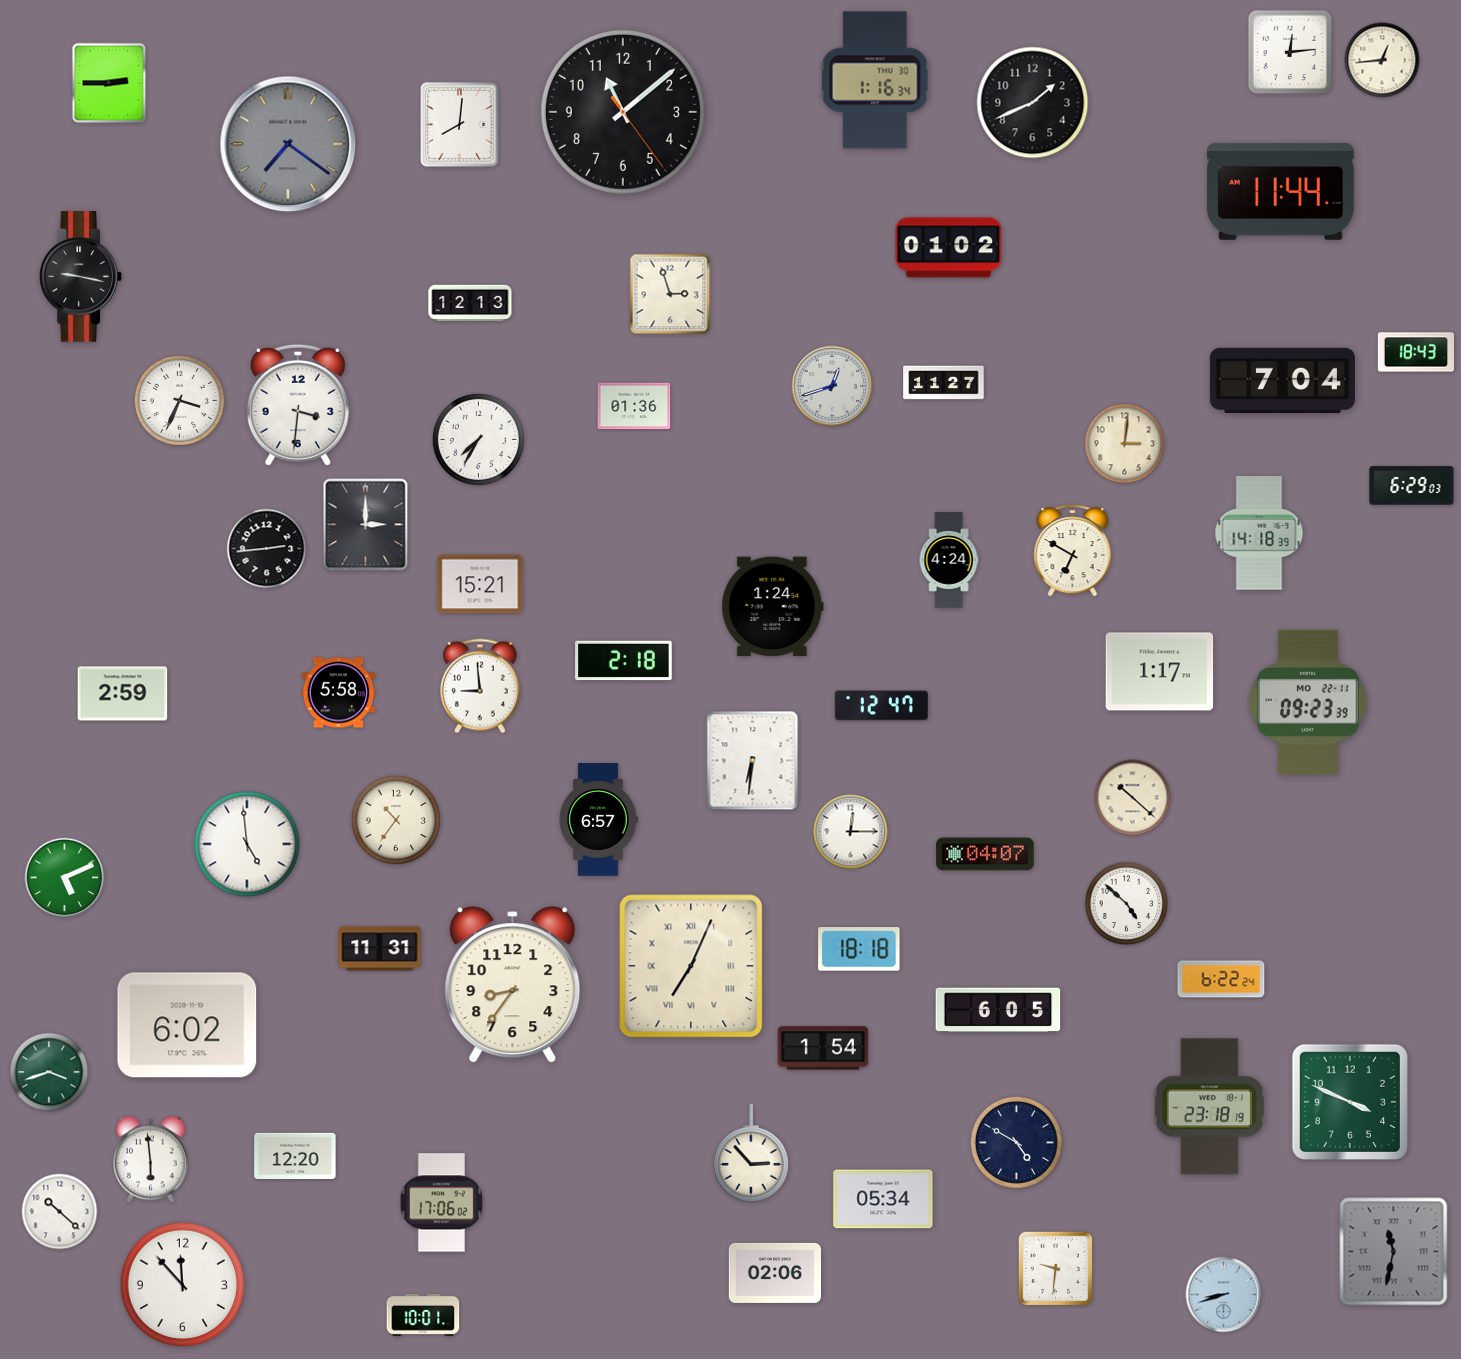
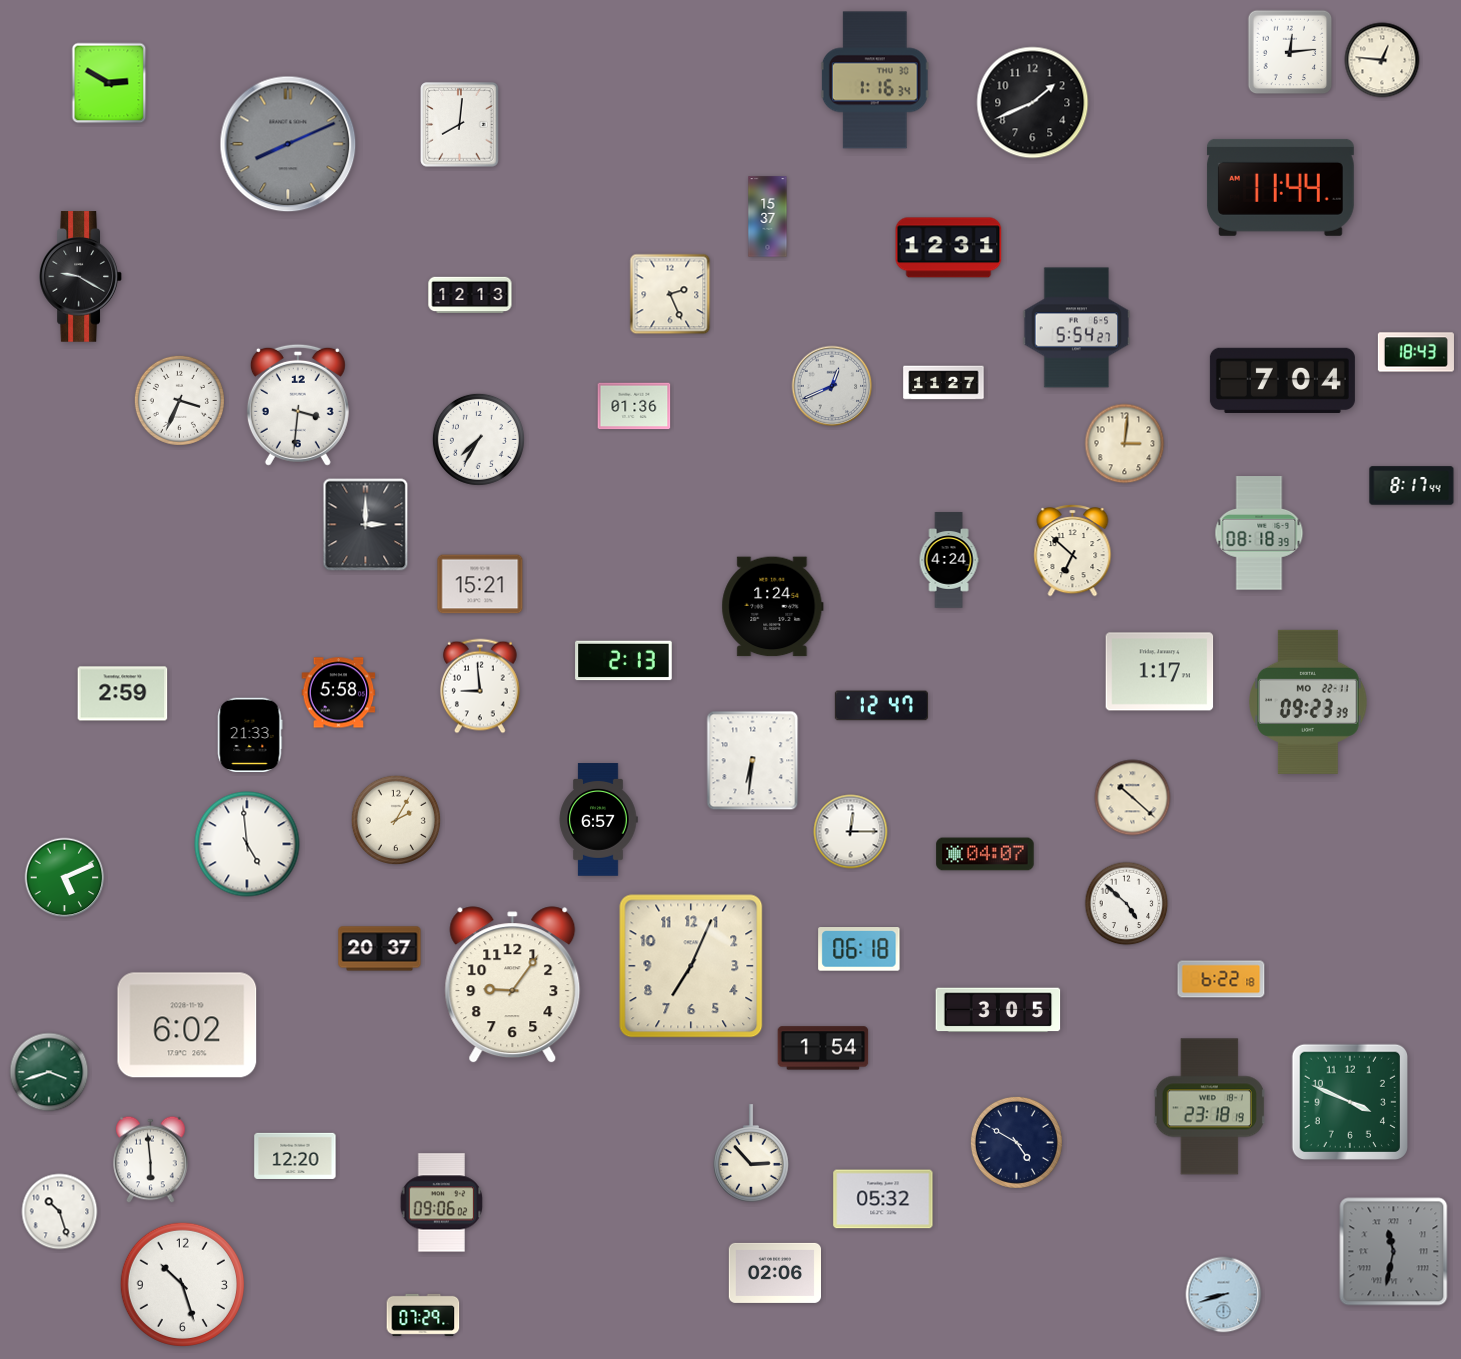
clock at (1382, 60): 12:44 -> 12:46
clock at (109, 83): 2:45 -> 2:50
clock at (623, 112): 11:08 -> none
clock at (288, 144): 7:21 -> 8:11
clock at (1280, 191) position: (1280, 191) -> (1280, 187)
clock at (768, 217): none -> 15:37
clock at (949, 248): 01:02 -> 12:31
clock at (81, 277): 9:17 -> 9:20
clock at (670, 294): 2:57 -> 2:26
clock at (470, 303) position: (470, 303) -> (470, 295)
clock at (1077, 328): none -> 5:54
clock at (832, 386): 12:42 -> 12:41
clock at (1412, 486): 6:29 -> 8:17
clock at (1259, 533): 14:18 -> 08:18
clock at (267, 549): 2:44 -> none
clock at (1073, 551): 6:50 -> 6:52
clock at (624, 661): 2:18 -> 2:13
clock at (250, 735): none -> 21:33
clock at (396, 820): 10:36 -> 2:05
clock at (380, 949): 11:31 -> 20:37
clock at (859, 950): 18:18 -> 06:18
clock at (691, 966) numerals: Roman -> Arabic
clock at (1221, 979): 6:22:24 -> 6:22:18
clock at (513, 985): 8:36 -> 9:06
clock at (998, 1010): 6:05 -> 3:05
clock at (883, 1199): 05:34 -> 05:32
clock at (442, 1203): 17:06 -> 09:06
clock at (60, 1212): 10:22 -> 10:27
clock at (1056, 1269): 9:31 -> none
clock at (182, 1284): 11:53 -> 10:27
clock at (423, 1315): 10:01 -> 07:29
